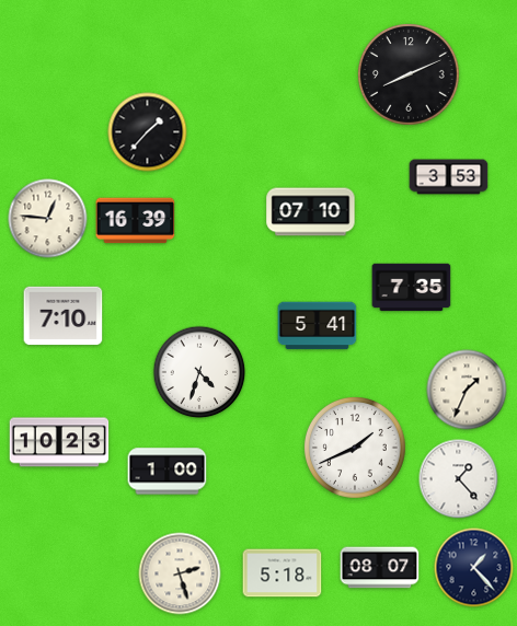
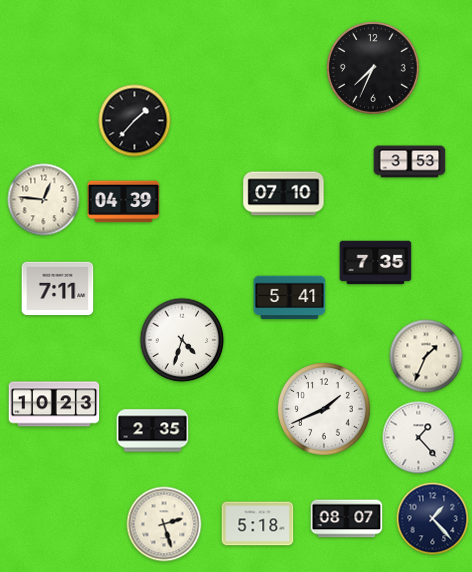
clock at (410, 76): 8:11 -> 7:34
clock at (136, 221): 16:39 -> 04:39
clock at (64, 316): 7:10 -> 7:11
clock at (168, 472): 1:00 -> 2:35
